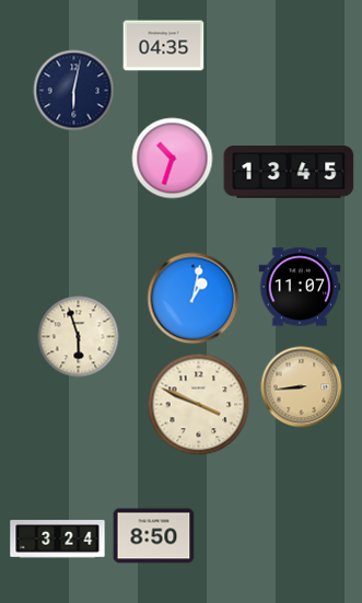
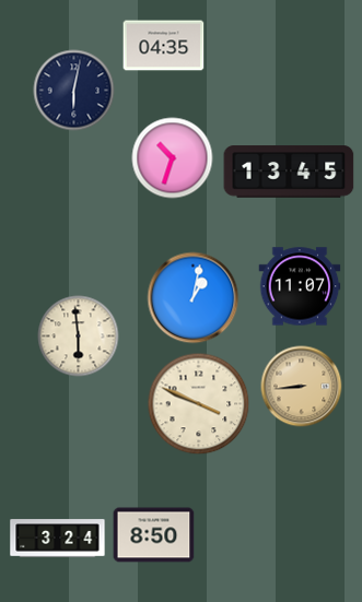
clock at (79, 337): 5:57 -> 5:59
